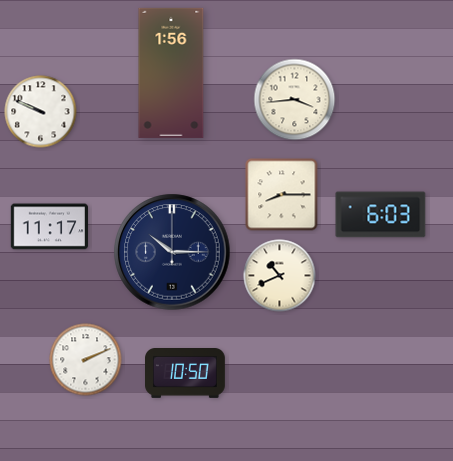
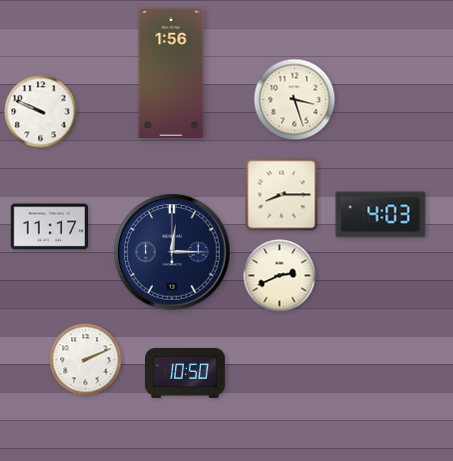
clock at (295, 100): 3:44 -> 3:27
clock at (381, 215): 6:03 -> 4:03
clock at (172, 252): 10:15 -> 12:15
clock at (280, 276): 10:41 -> 2:41
